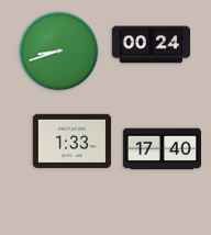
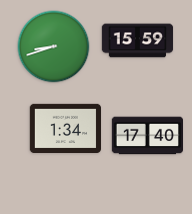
clock at (152, 45): 00:24 -> 15:59
clock at (71, 141): 1:33 -> 1:34
